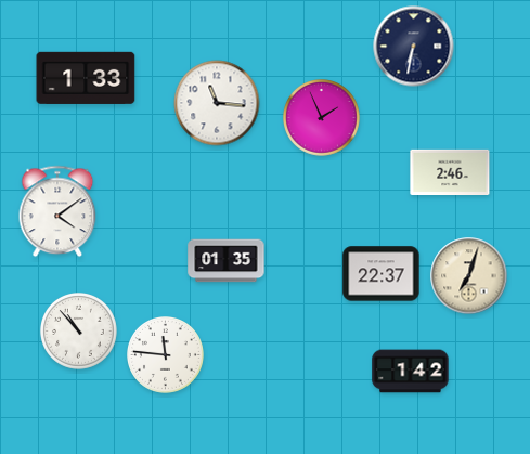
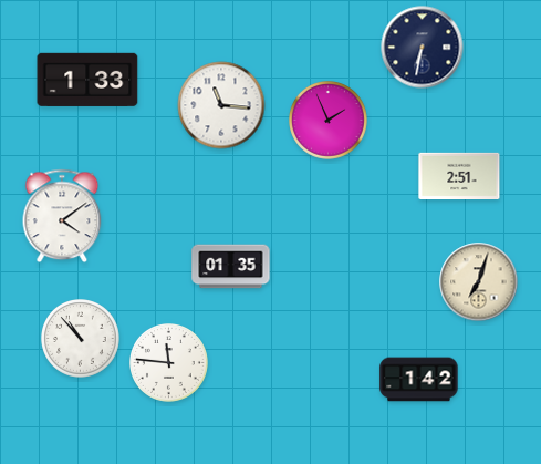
clock at (450, 171): 2:46 -> 2:51
clock at (57, 211) position: (57, 211) -> (62, 216)
clock at (382, 274): 22:37 -> none
